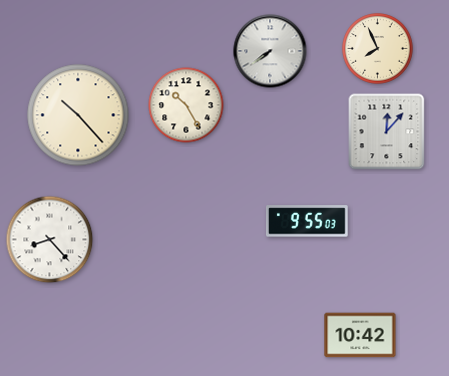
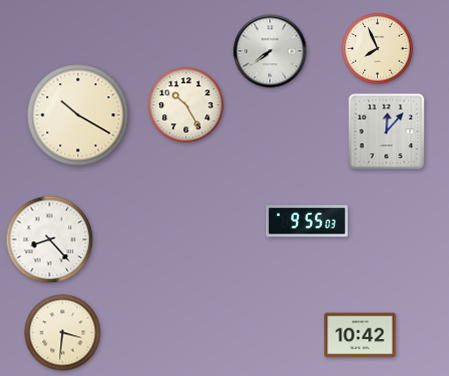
clock at (78, 115): 10:23 -> 10:20
clock at (63, 333): none -> 3:31
